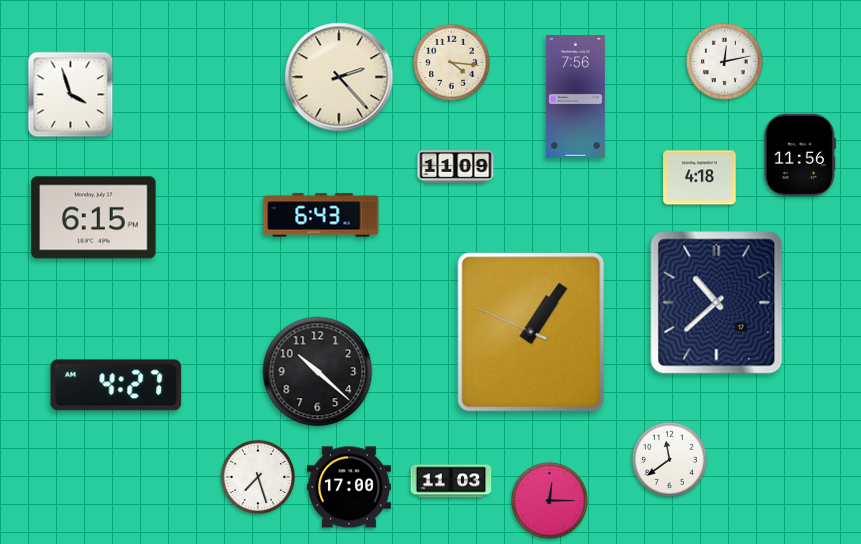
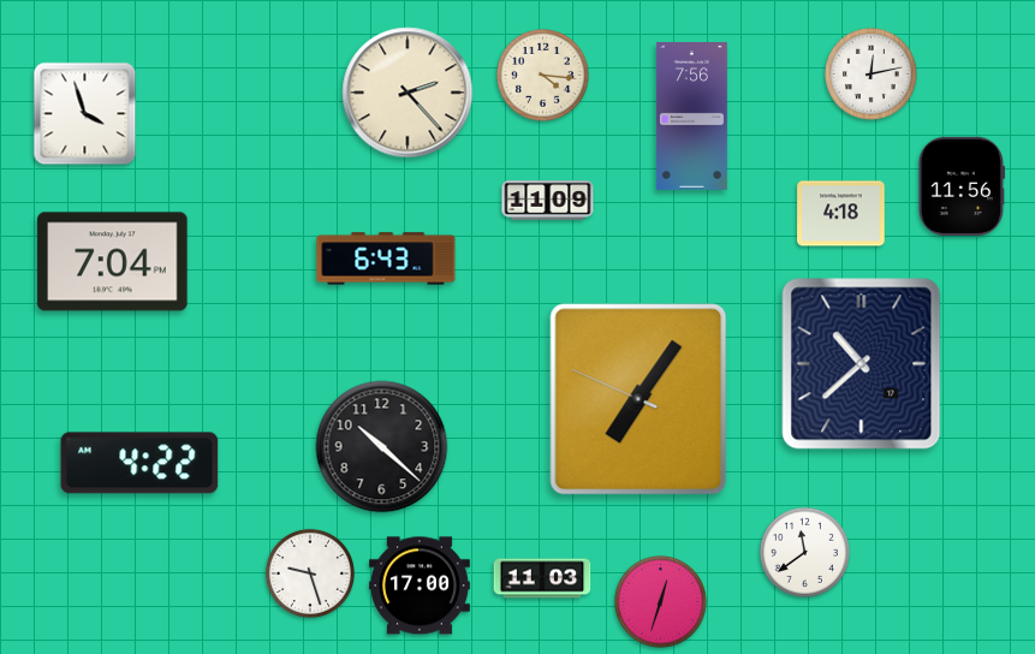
clock at (94, 218): 6:15 -> 7:04
clock at (531, 332): 1:05 -> 7:05
clock at (116, 385): 4:27 -> 4:22
clock at (258, 477): 7:27 -> 9:27
clock at (550, 501): 12:15 -> 12:33
